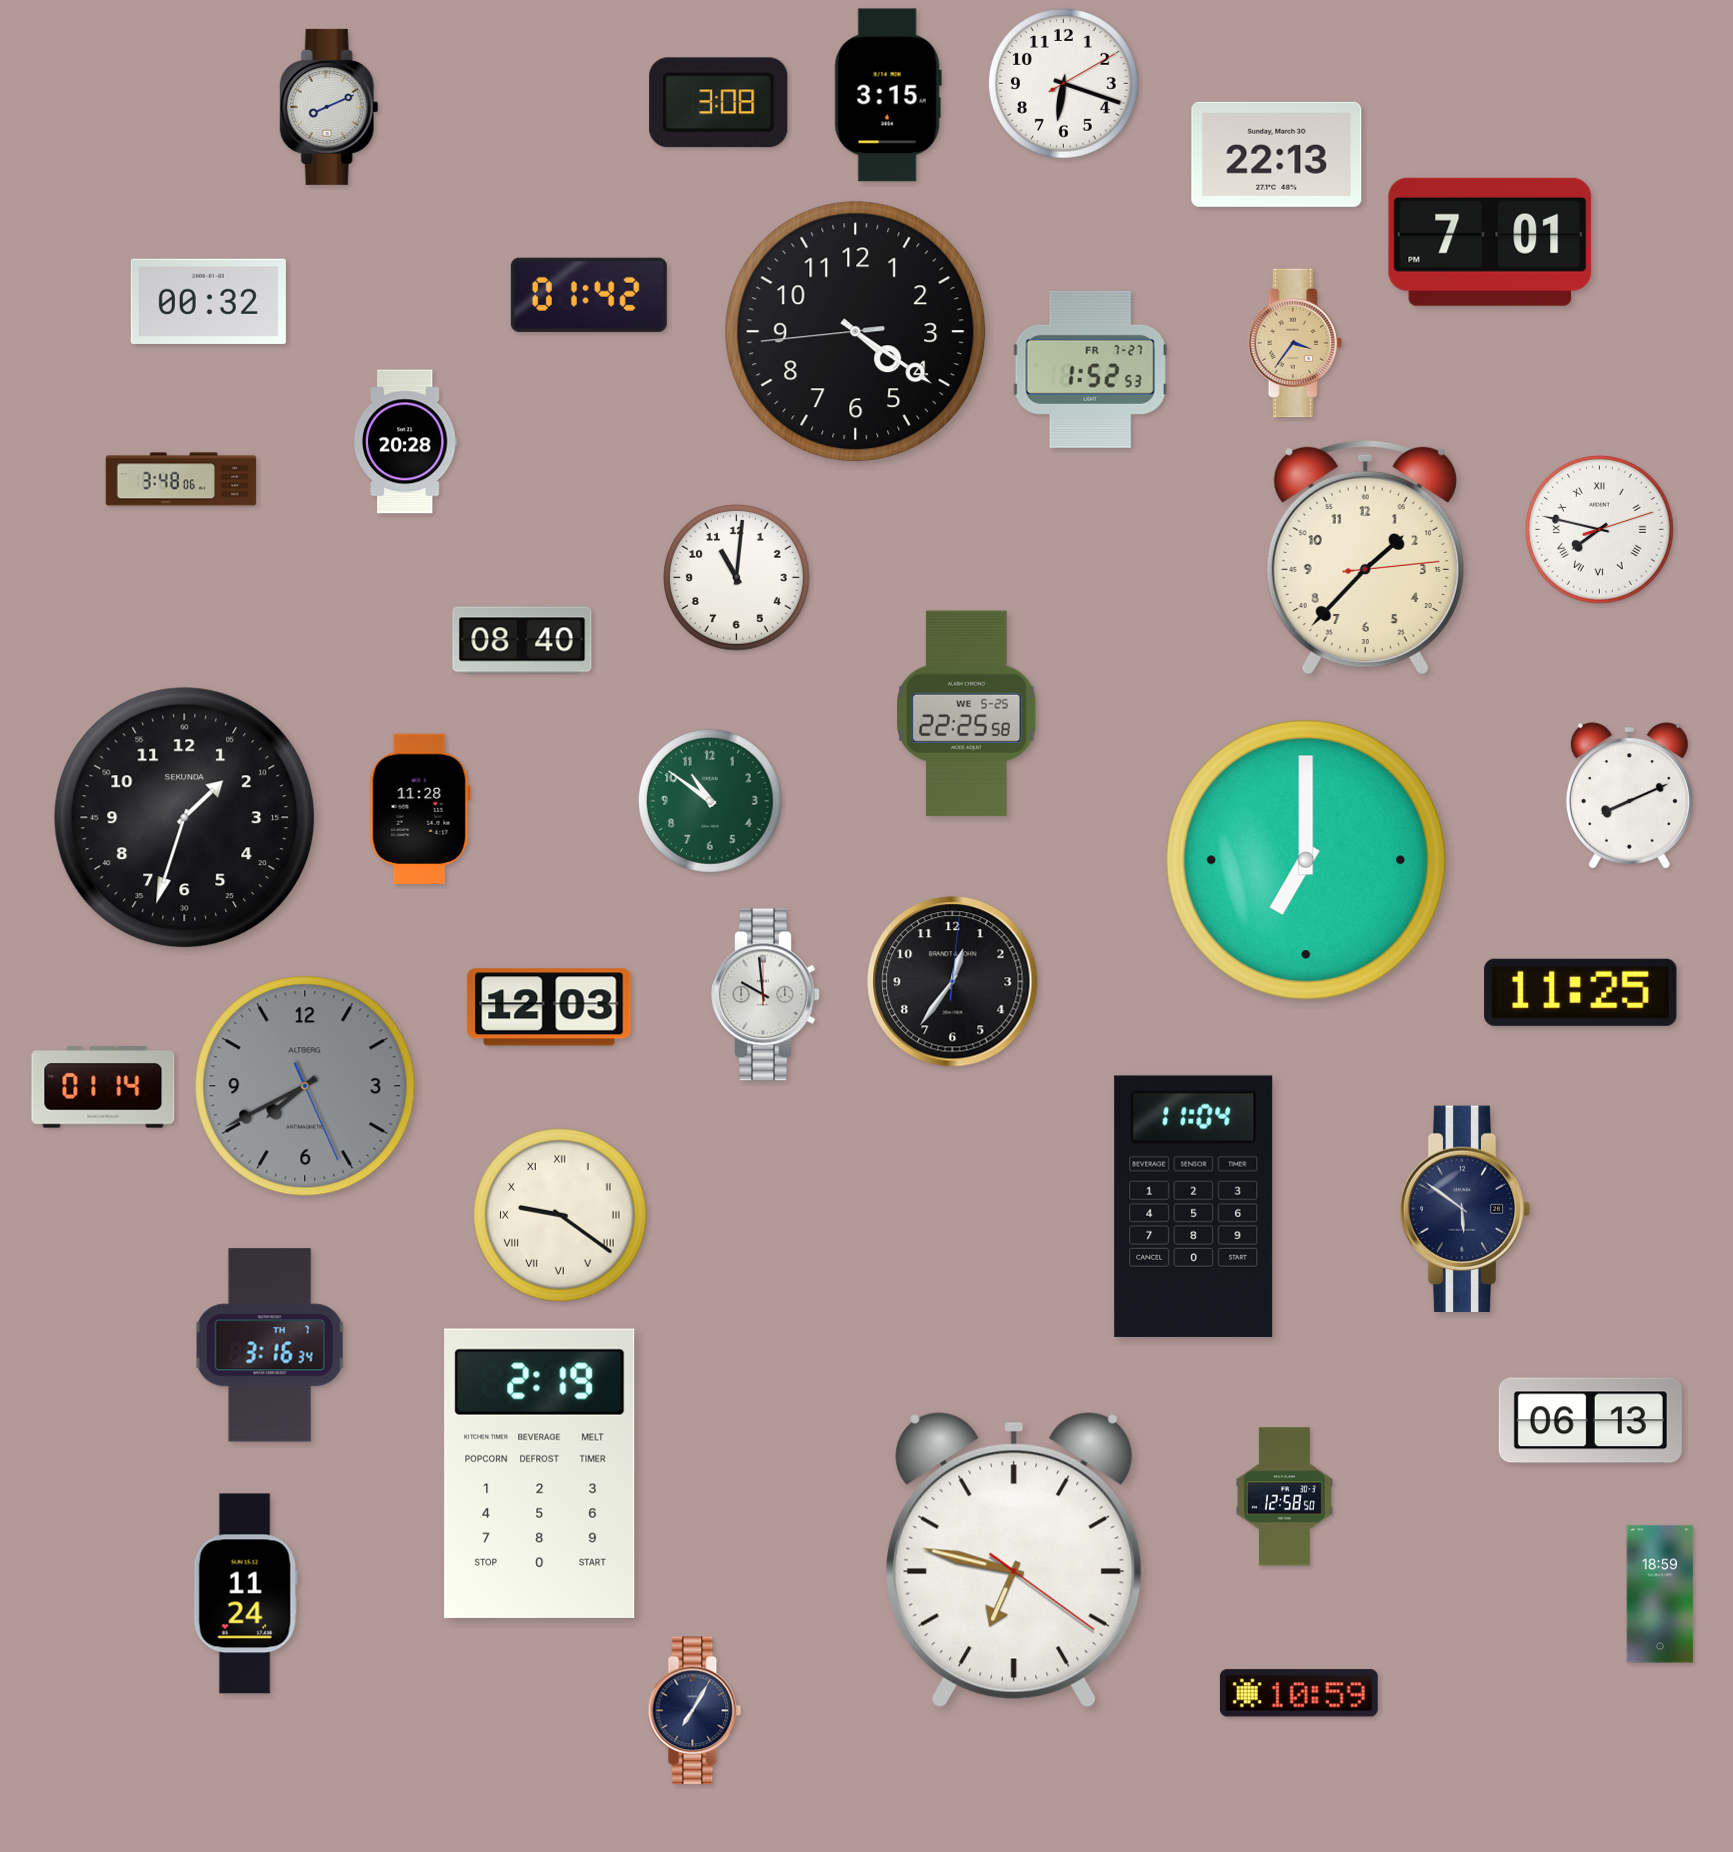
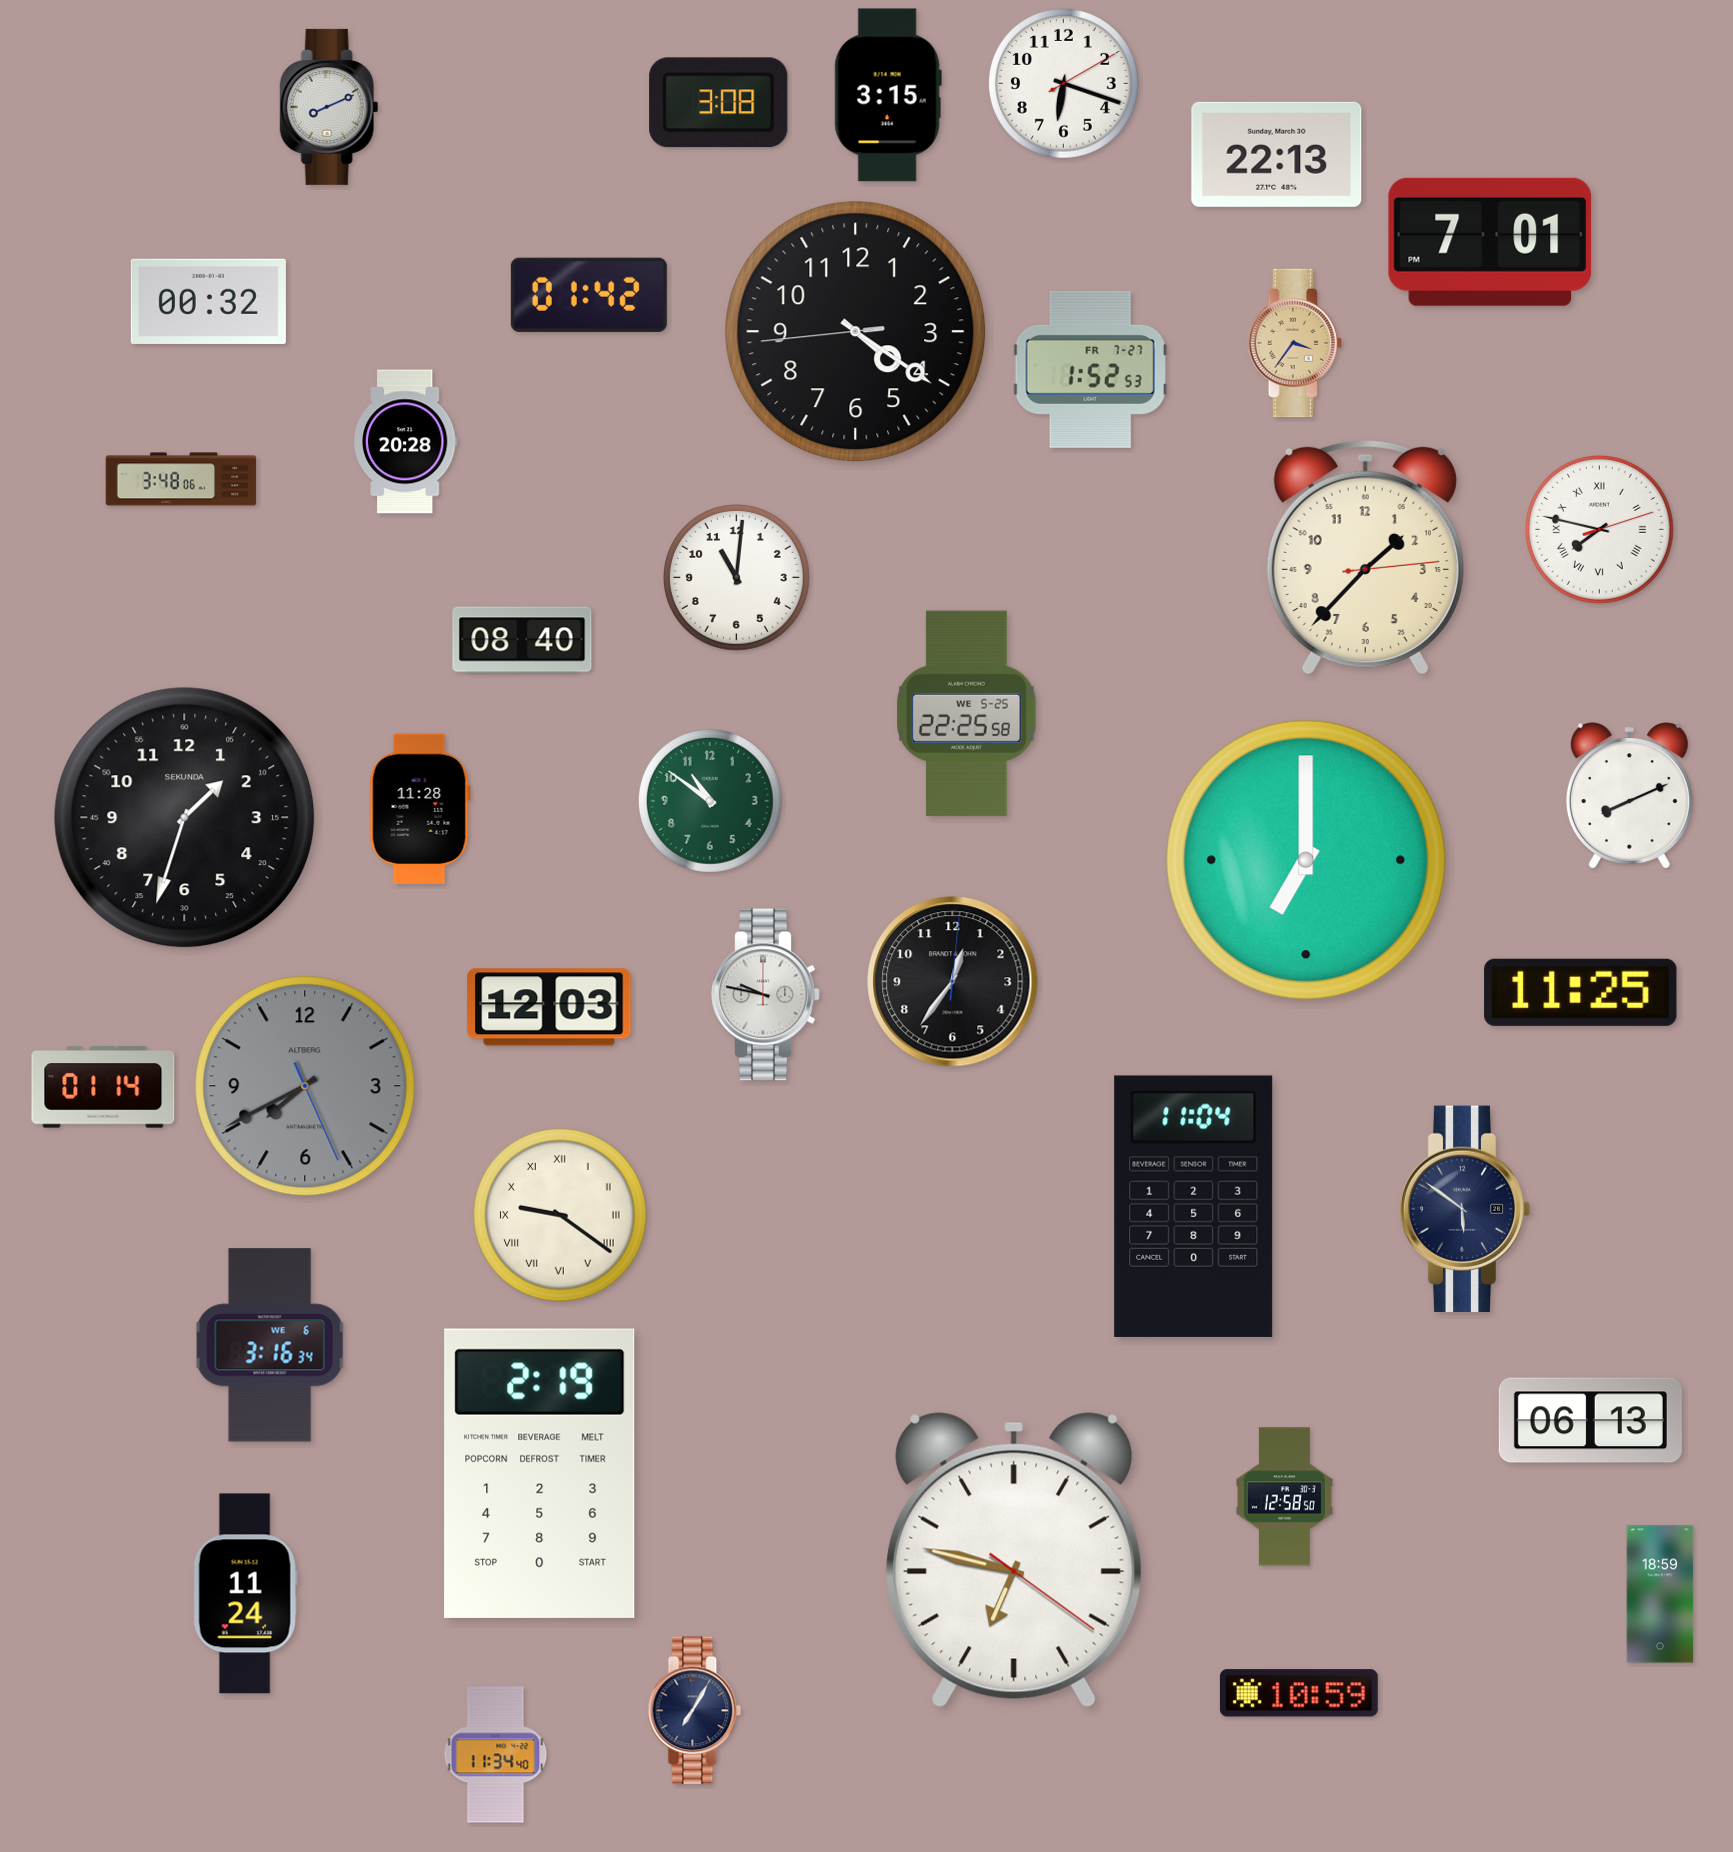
clock at (766, 995): 9:59 -> 9:47
clock at (270, 1345) date: TH 7 -> WE 6
clock at (496, 1755): none -> 11:34
